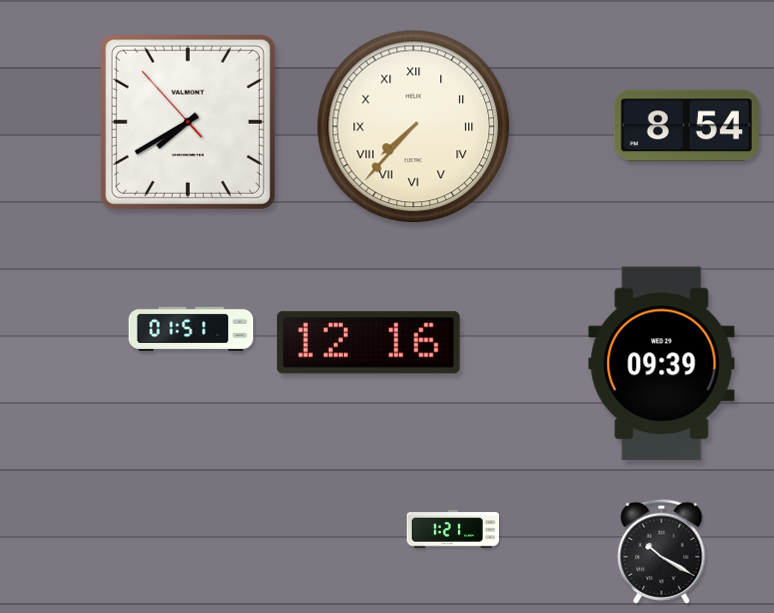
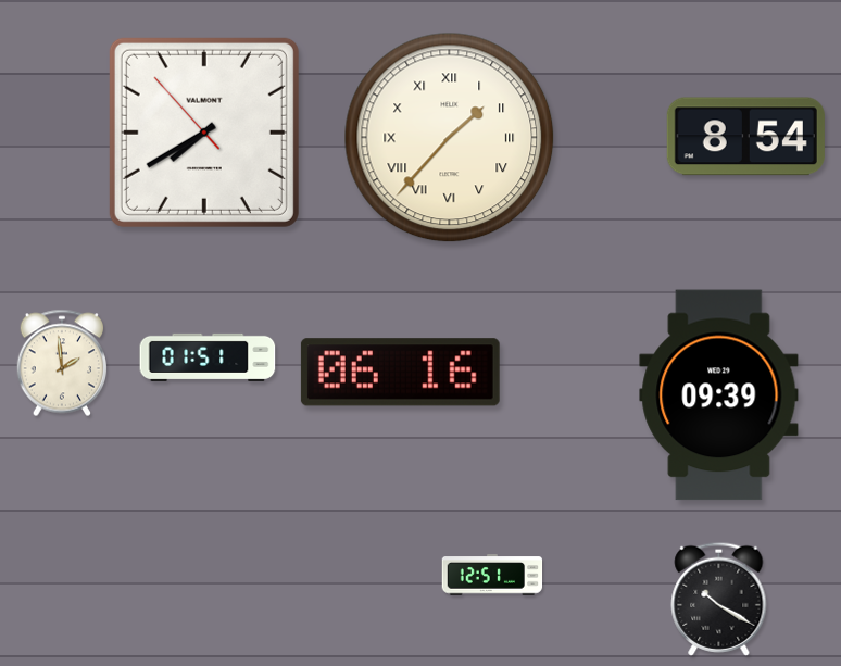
clock at (414, 127): 7:37 -> 1:37
clock at (61, 363): none -> 1:59
clock at (368, 343): 12:16 -> 06:16
clock at (453, 529): 1:21 -> 12:51
